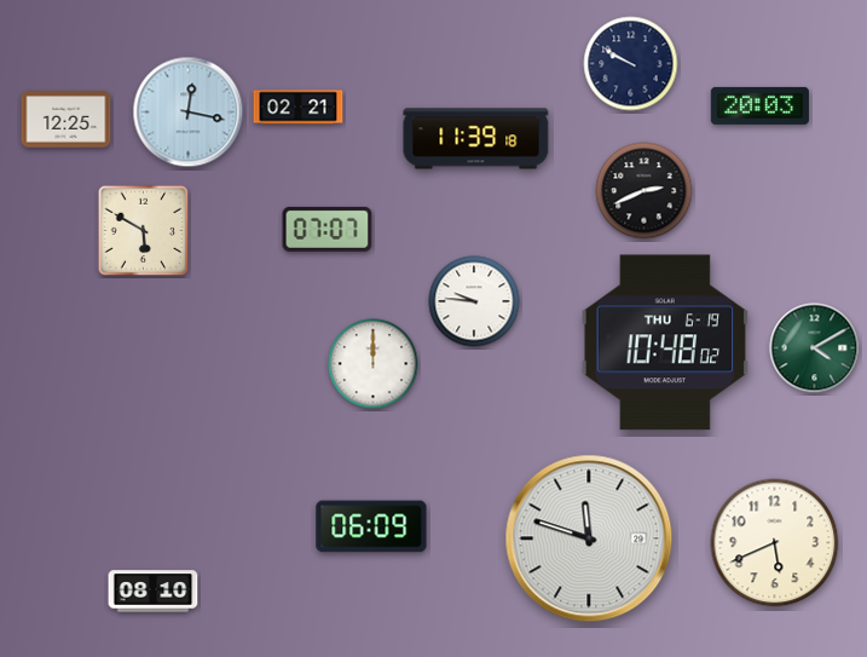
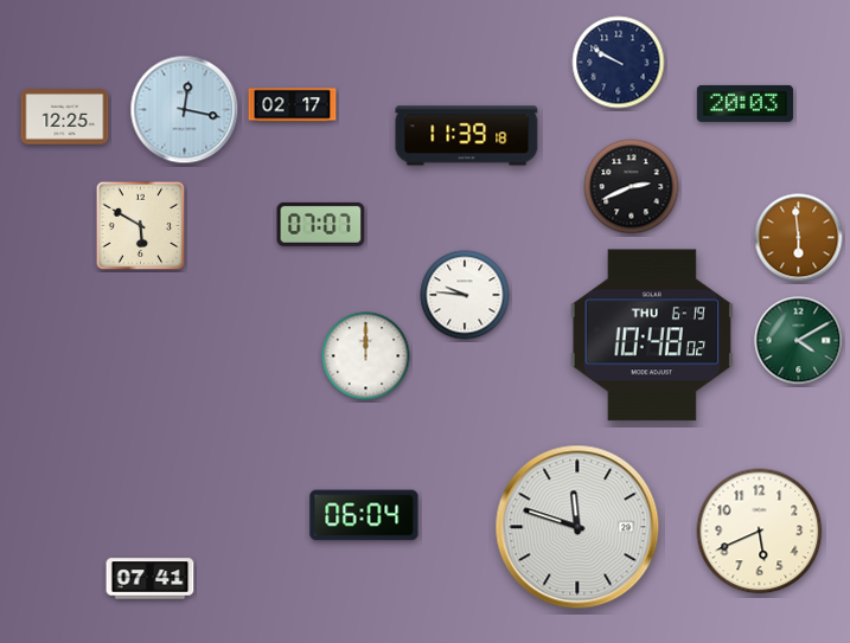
clock at (299, 108): 02:21 -> 02:17
clock at (799, 238): none -> 5:59
clock at (371, 526): 06:09 -> 06:04
clock at (154, 592): 08:10 -> 07:41
